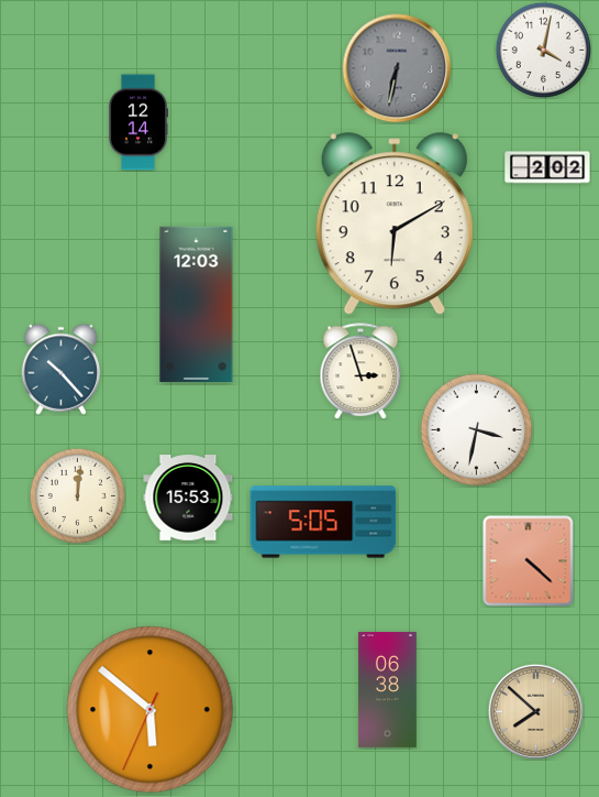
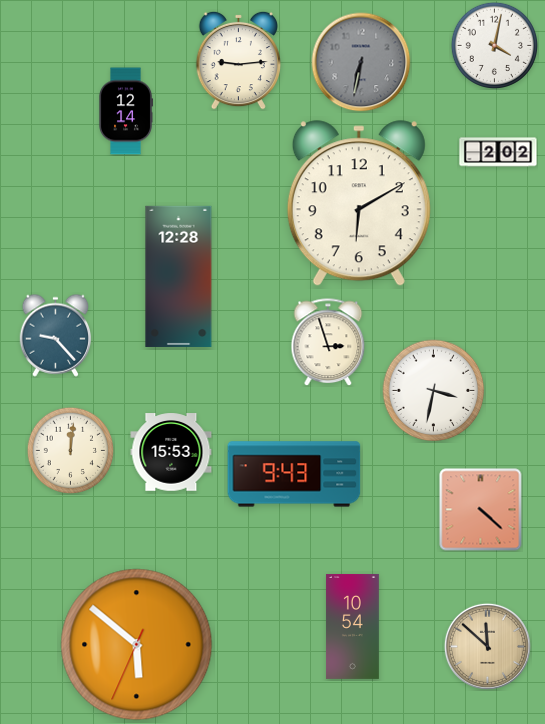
clock at (238, 60): none -> 9:14
clock at (197, 304): 12:03 -> 12:28
clock at (62, 369): 10:23 -> 9:23
clock at (360, 371) position: (360, 371) -> (328, 342)
clock at (323, 522): 5:05 -> 9:43
clock at (387, 689): 06:38 -> 10:54
clock at (535, 711): 7:52 -> 11:52
